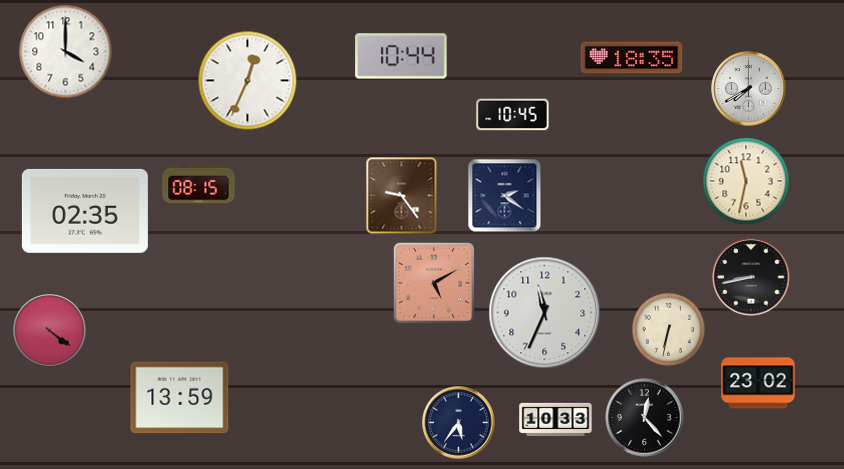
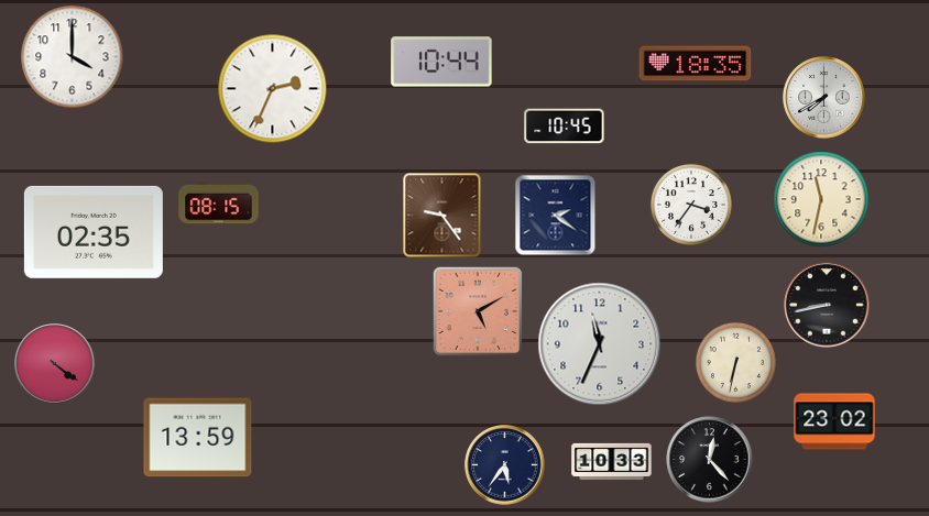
clock at (248, 81): 12:34 -> 2:34
clock at (691, 205): none -> 3:36
